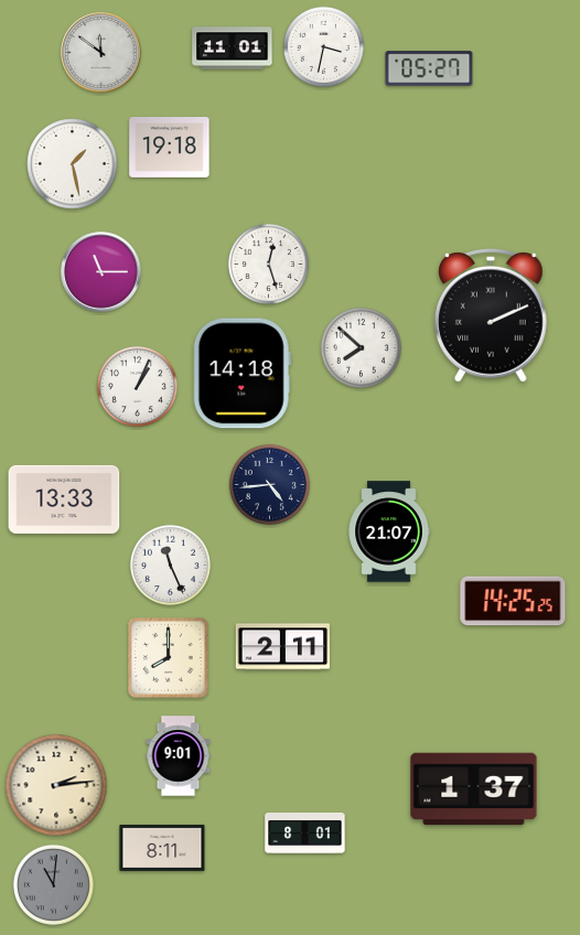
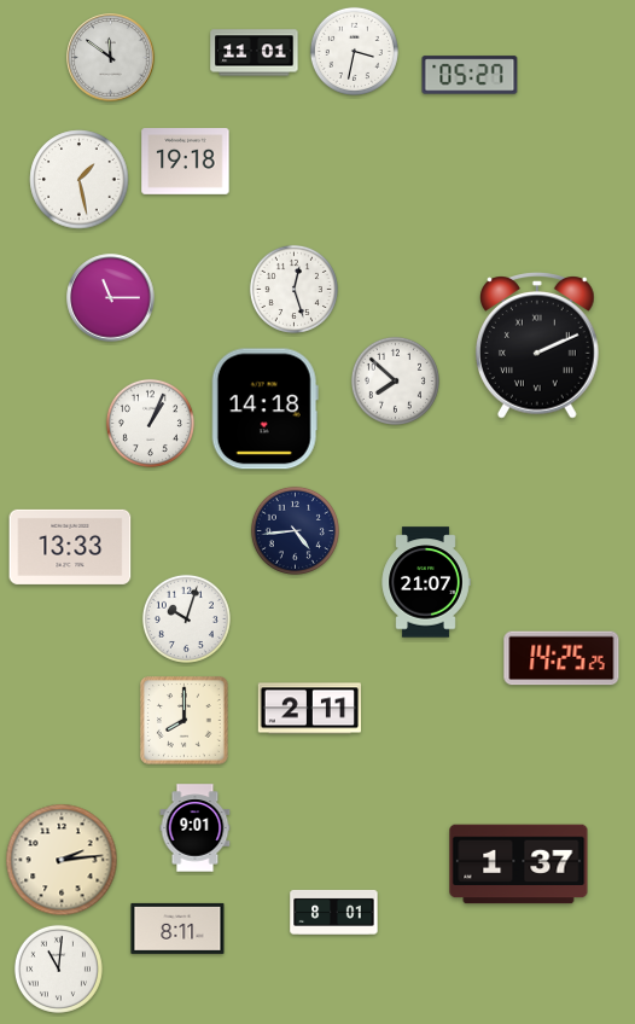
clock at (170, 565): 11:26 -> 10:03
clock at (53, 884) dial: grey -> white
